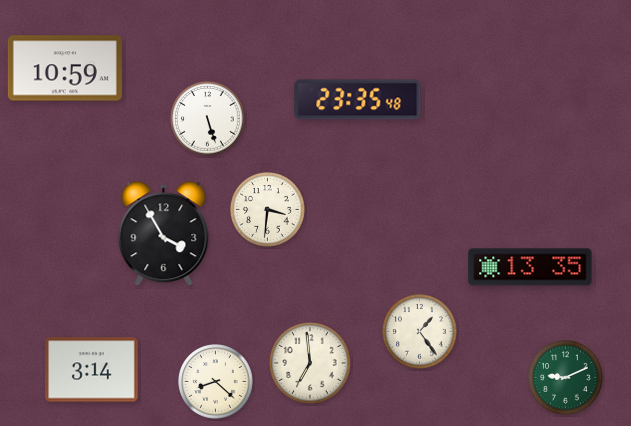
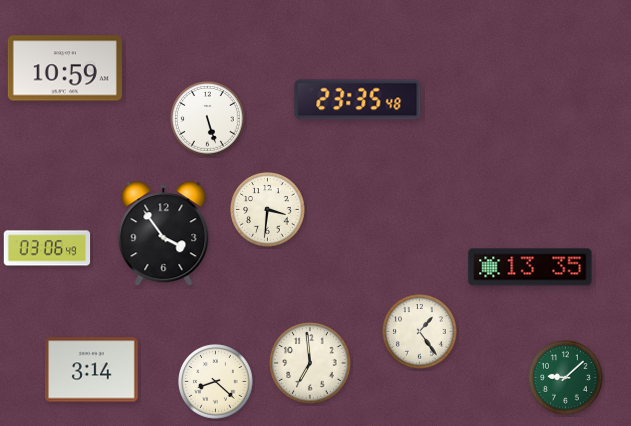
clock at (164, 234): 3:55 -> 3:54
clock at (47, 248): none -> 03:06
clock at (566, 378): 9:11 -> 9:08
